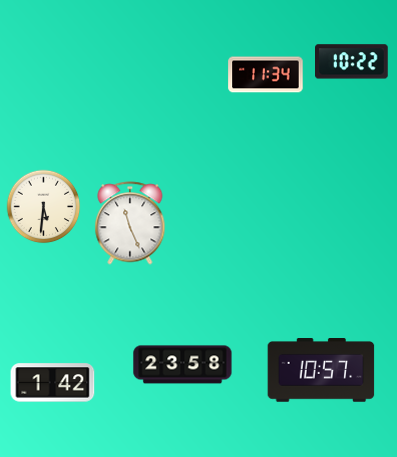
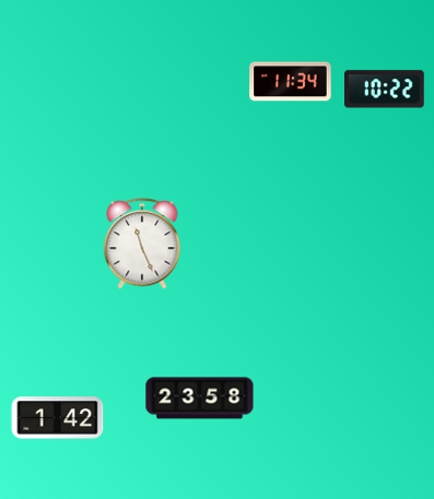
clock at (352, 62) position: (352, 62) -> (385, 90)
clock at (44, 207): 5:31 -> none
clock at (321, 371): 10:57 -> none
